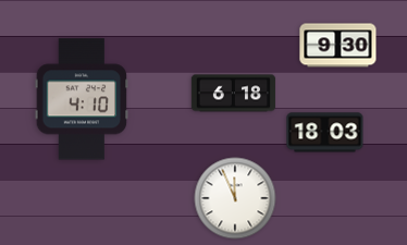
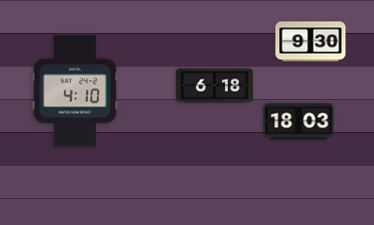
clock at (235, 198): 11:56 -> none
